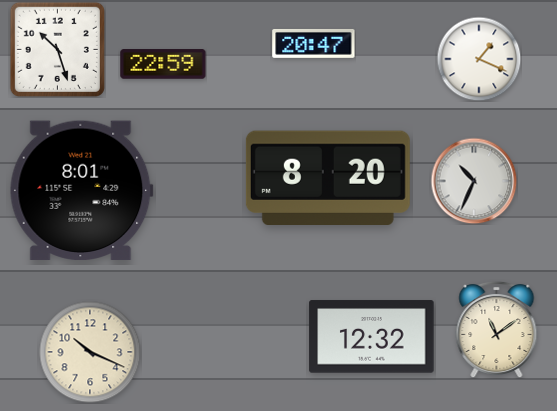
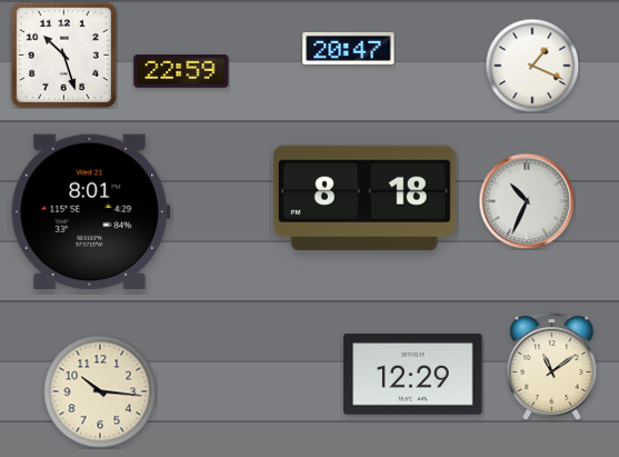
clock at (328, 177): 8:20 -> 8:18
clock at (372, 337): 12:32 -> 12:29
clock at (90, 352): 10:19 -> 10:16
